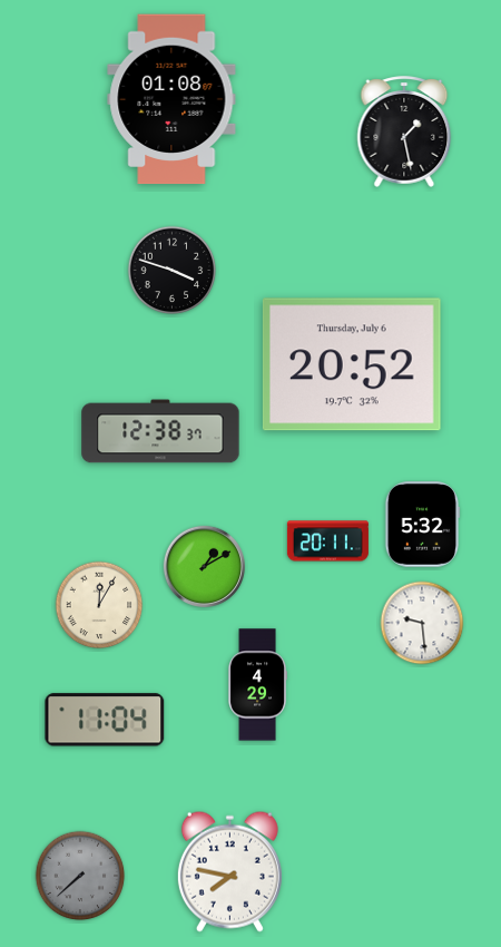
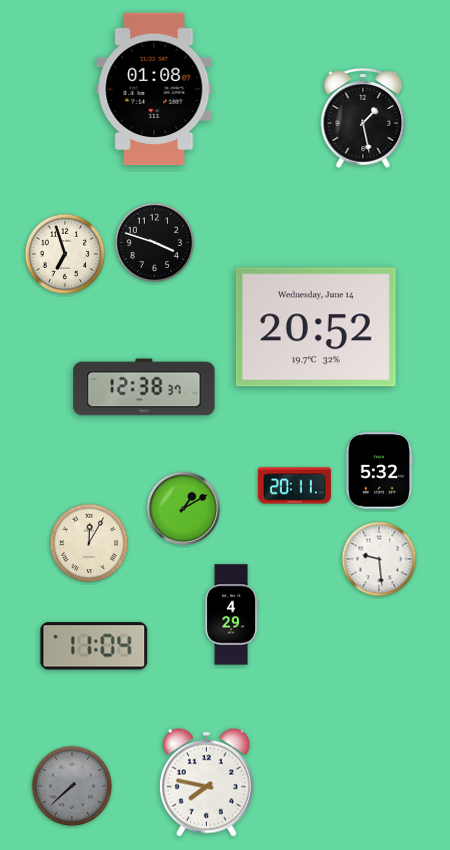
clock at (65, 254): none -> 6:57
clock at (352, 364) date: Thursday, July 6 -> Wednesday, June 14
